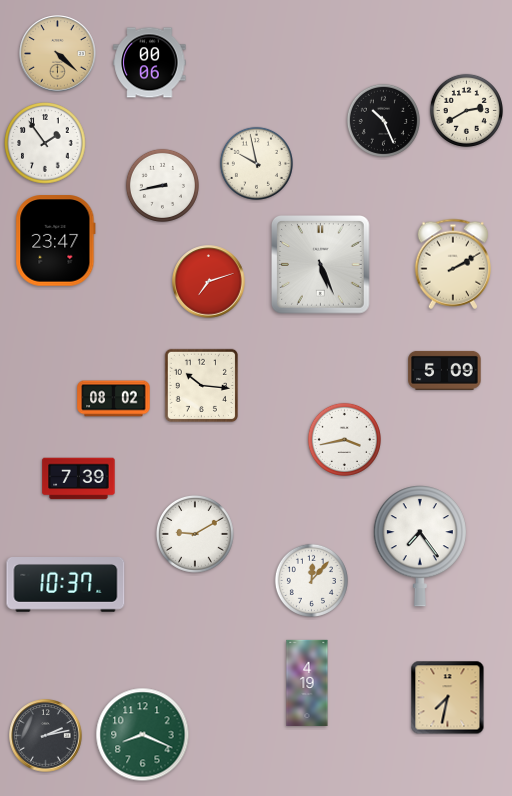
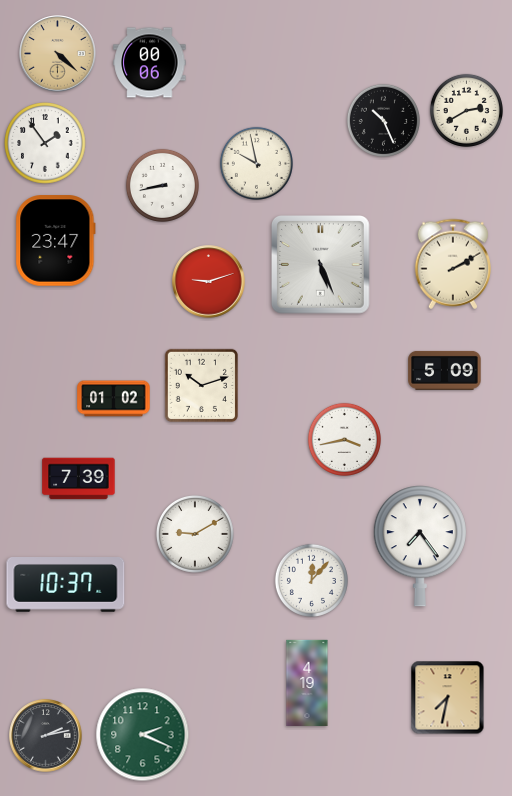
clock at (209, 282): 7:12 -> 9:12
clock at (201, 385): 10:16 -> 10:12
clock at (114, 399): 08:02 -> 01:02
clock at (143, 735): 8:19 -> 2:19
